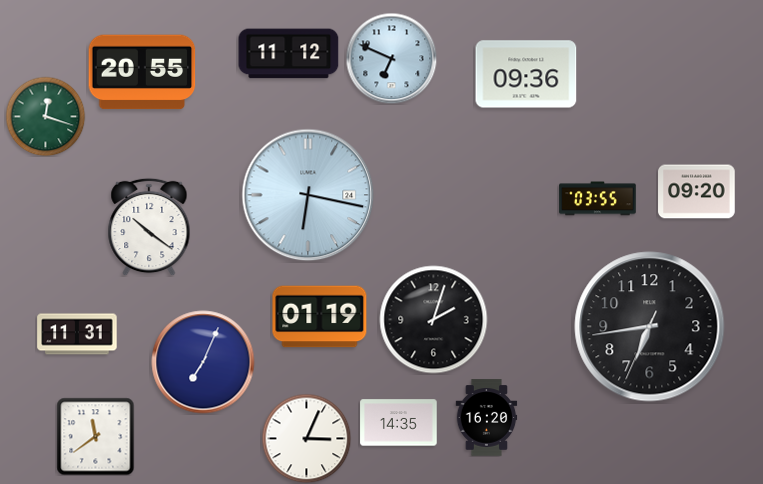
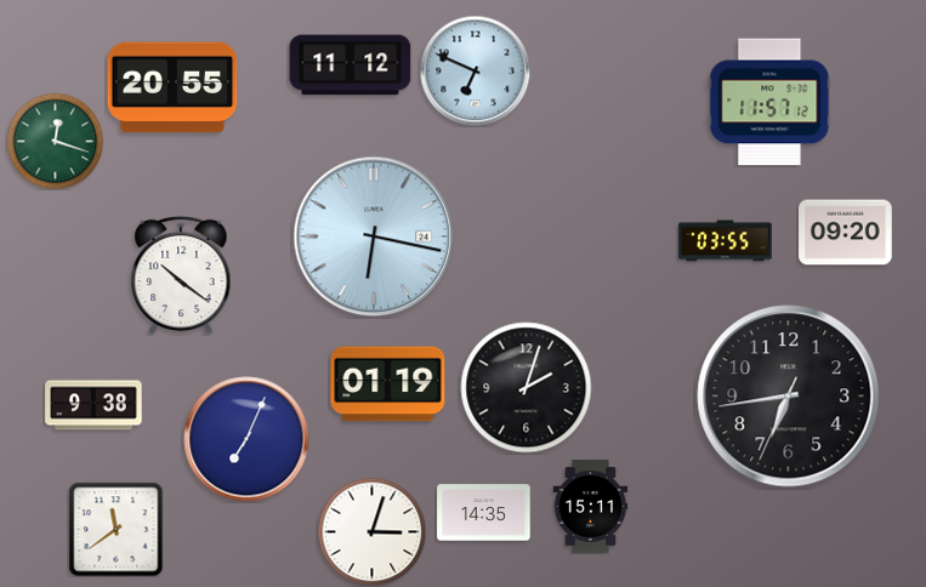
clock at (526, 74): 09:36 -> none
clock at (769, 102): none -> 11:57
clock at (77, 334): 11:31 -> 9:38
clock at (487, 418): 16:20 -> 15:11
clock at (306, 438): 3:04 -> 3:03
